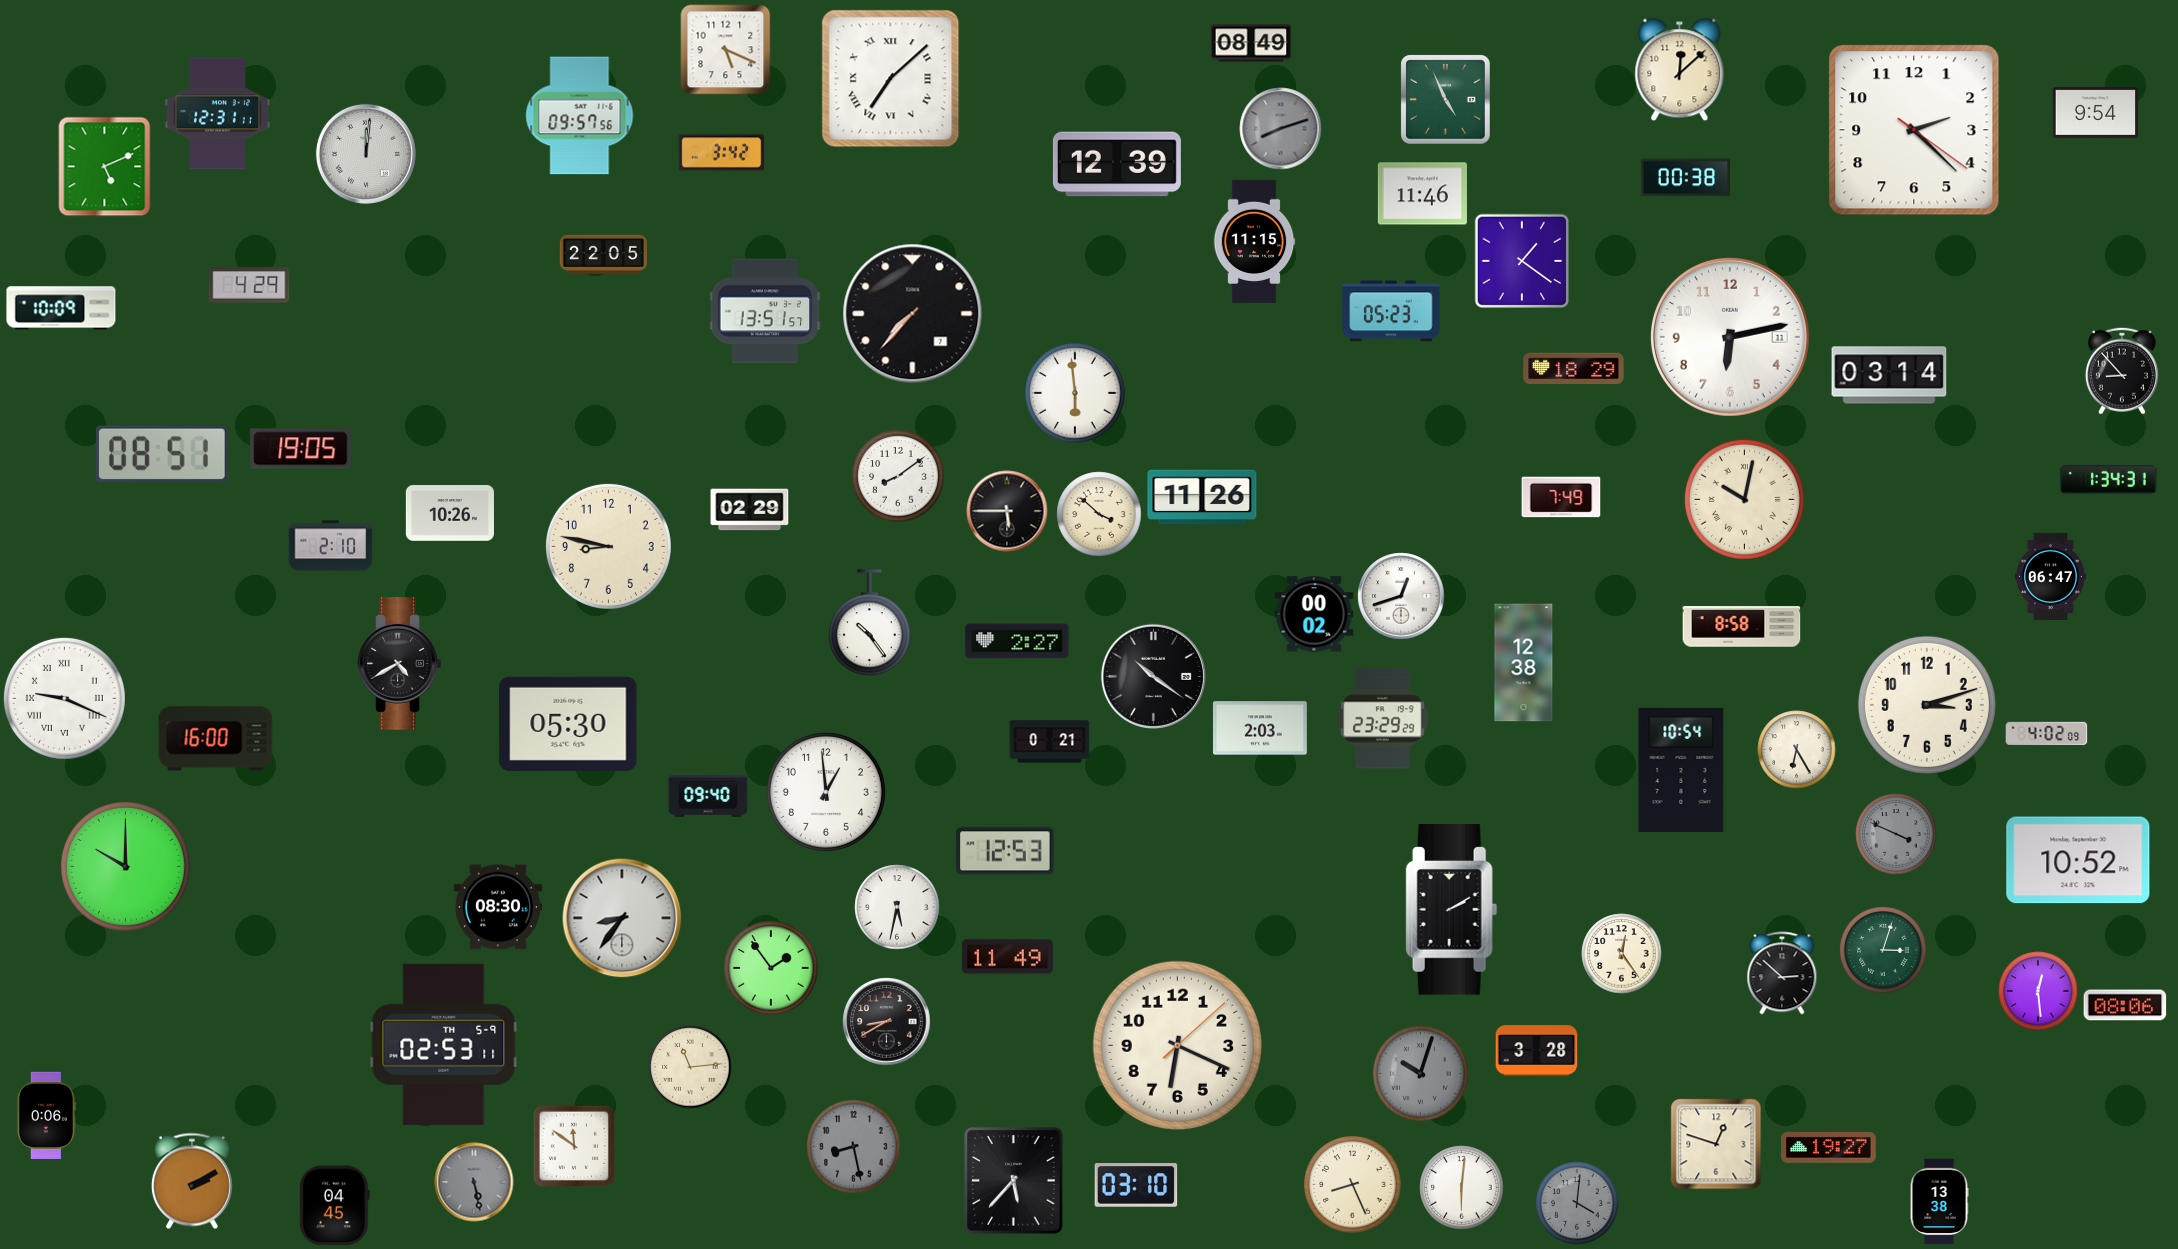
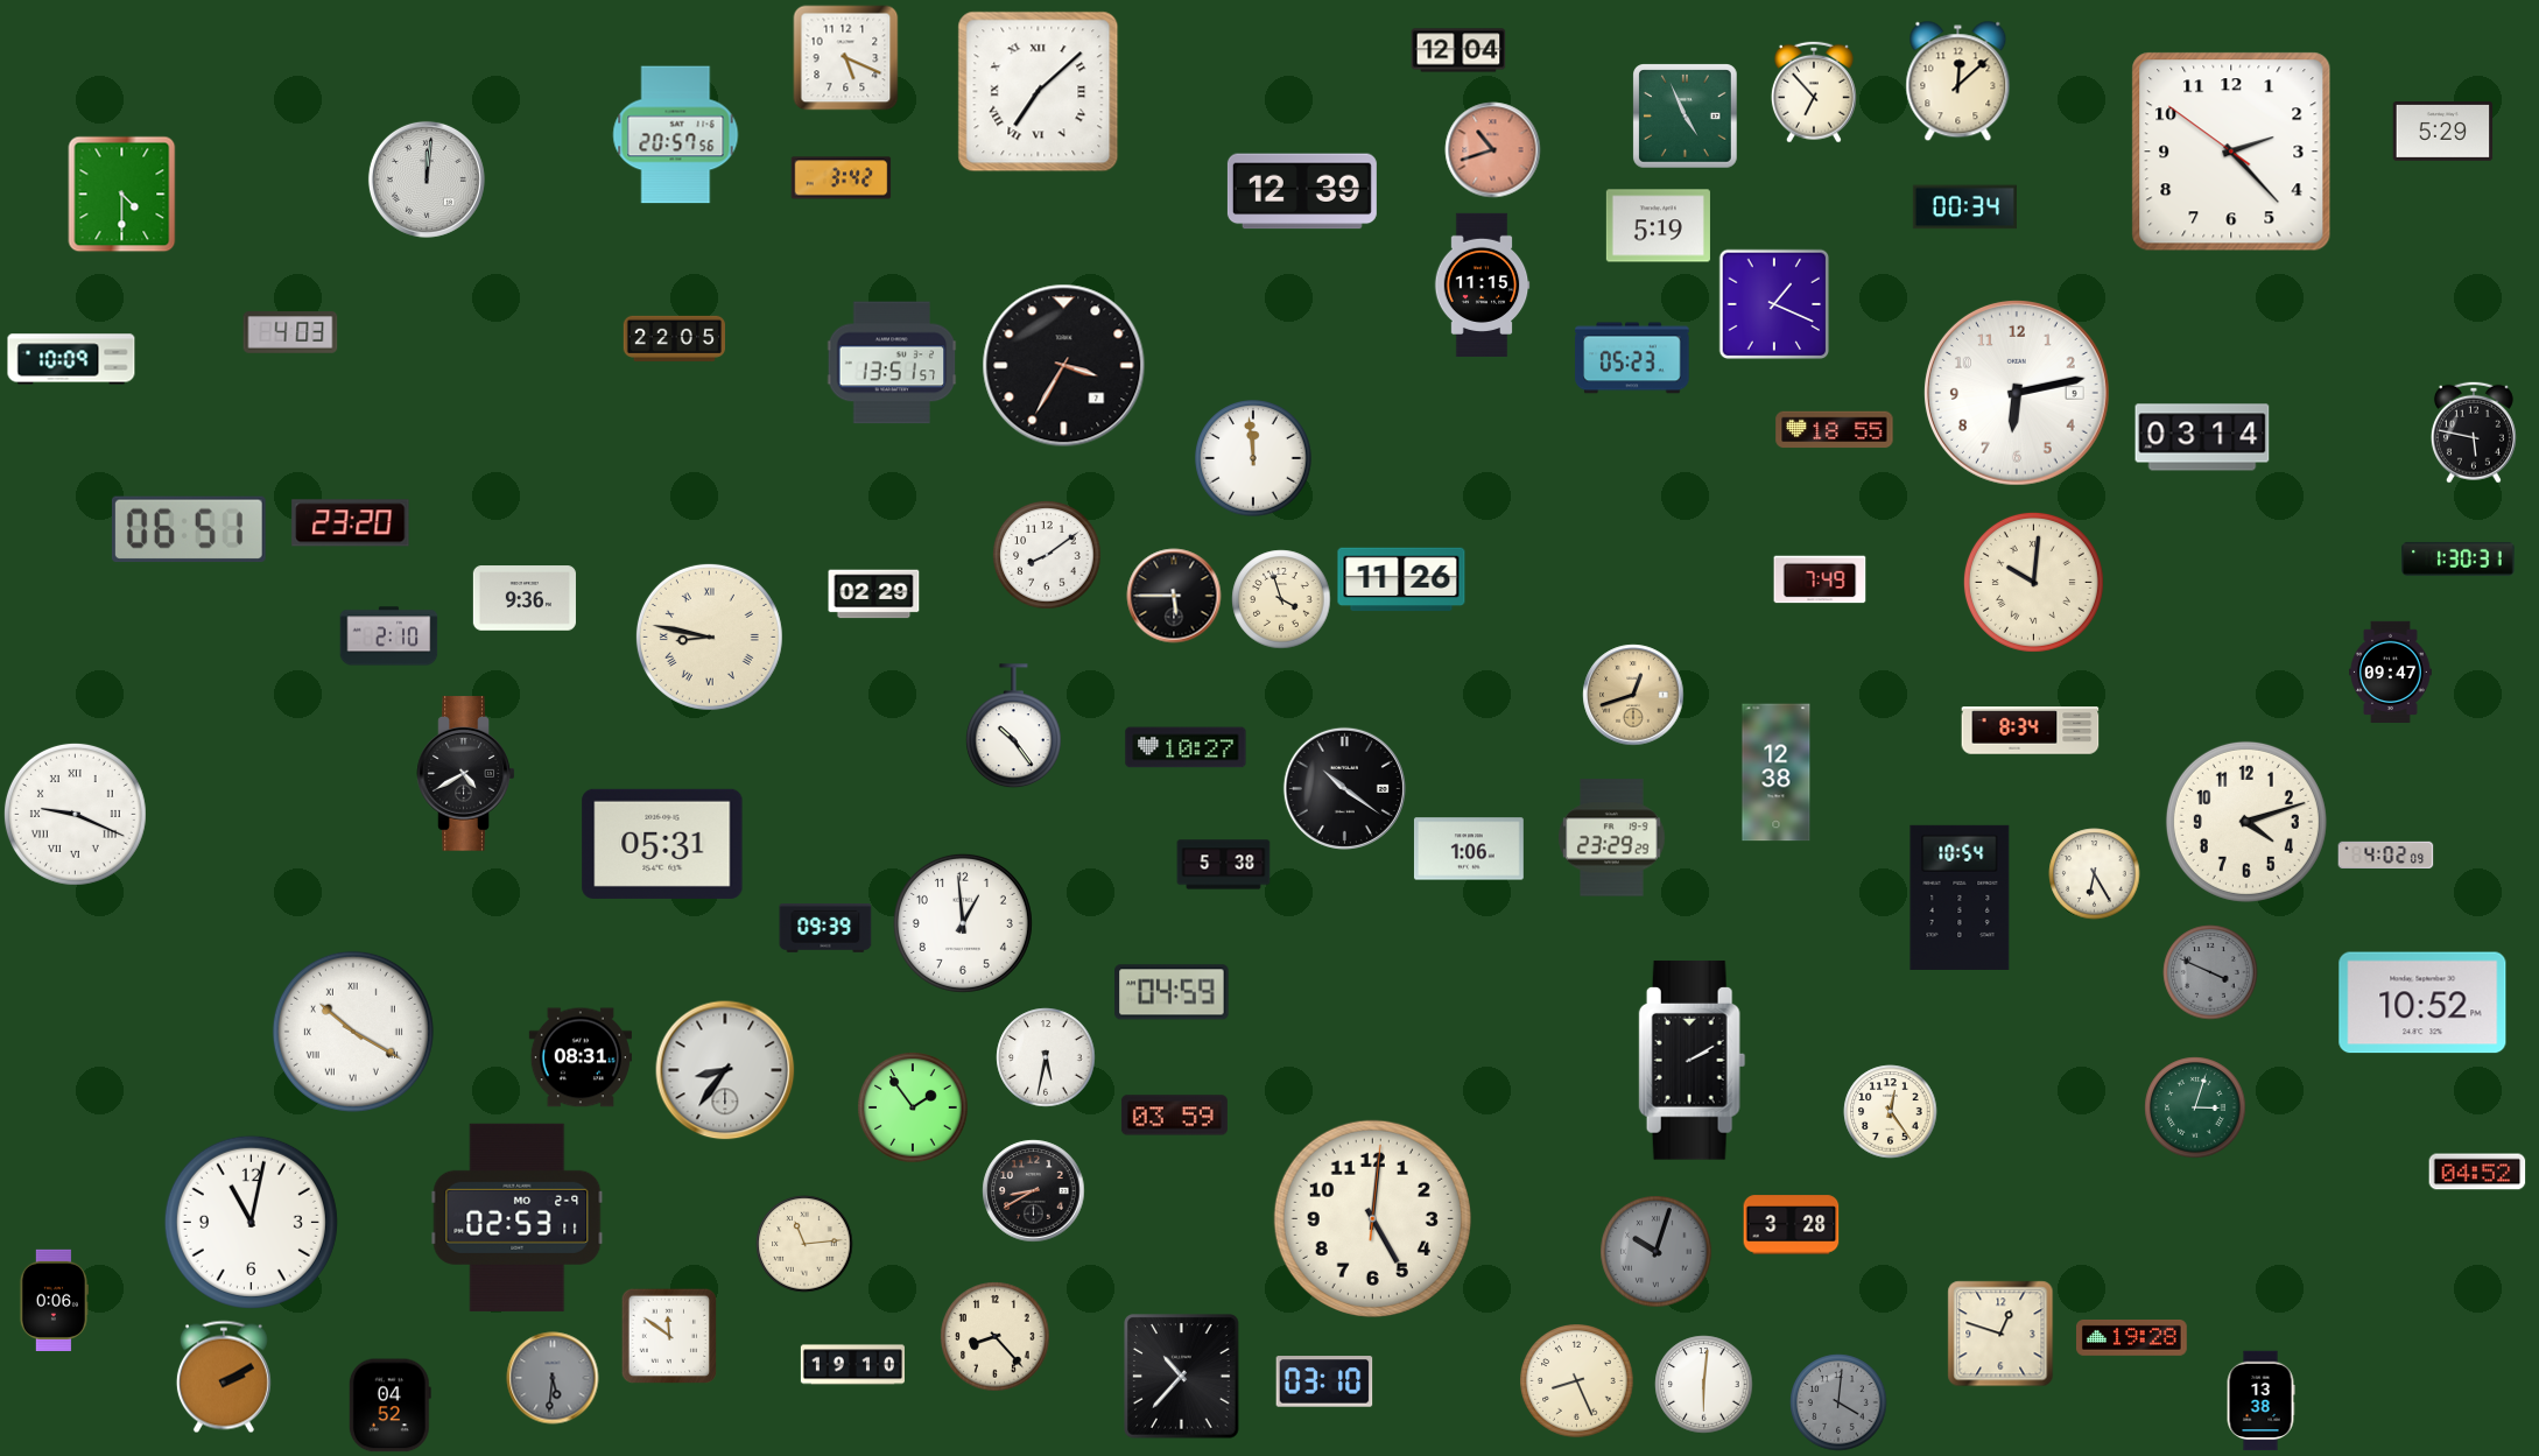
clock at (1251, 43): 08:49 -> 12:04
clock at (1814, 92): none -> 6:53
clock at (2096, 113): 9:54 -> 5:29
clock at (217, 114): 12:31 -> none
clock at (580, 116): 09:57 -> 20:57
clock at (1281, 129): 8:12 -> 10:42
clock at (1281, 129) dial: grey -> salmon
clock at (1914, 130): 2:22:21 -> 2:22:51
clock at (105, 167): 5:11 -> 4:30
clock at (1685, 178): 00:38 -> 00:34
clock at (1422, 194): 11:46 -> 5:19
clock at (1254, 242) position: (1254, 242) -> (1482, 286)
clock at (603, 254) position: (603, 254) -> (674, 338)
clock at (1522, 261): 1:21 -> 1:19
clock at (249, 285): 4:29 -> 4:03
clock at (1391, 311) position: (1391, 311) -> (1632, 358)
clock at (913, 314): 7:37 -> 3:35
clock at (1730, 337) date: 11 -> 9
clock at (1574, 369): 18:29 -> 18:55
clock at (2122, 371): 8:53 -> 5:47
clock at (1075, 393): 5:59 -> 11:59
clock at (301, 449): 19:05 -> 23:20
clock at (162, 454): 08:51 -> 06:51
clock at (2109, 479): 1:34 -> 1:30
clock at (1744, 499): 10:02 -> 10:01
clock at (450, 513): 10:26 -> 9:36
clock at (1099, 514): 3:52 -> 3:57
clock at (331, 546) position: (331, 546) -> (389, 636)
clock at (608, 546) numerals: Arabic -> Roman
clock at (2051, 577): 06:47 -> 09:47
clock at (1401, 596) dial: white -> champagne
clock at (1314, 614): 00:02 -> none
clock at (1742, 627): 8:58 -> 8:34
clock at (1017, 641): 2:27 -> 10:27
clock at (1927, 705): 3:12 -> 4:12
clock at (568, 724): 05:30 -> 05:31
clock at (1260, 728): 2:03 -> 1:06
clock at (216, 739): 16:00 -> none
clock at (1050, 742): 0:21 -> 5:38
clock at (708, 796): 09:40 -> 09:39
clock at (1005, 851): 12:53 -> 04:59
clock at (125, 866): 10:00 -> none
clock at (353, 1032): none -> 10:20
clock at (498, 907): 08:30 -> 08:31
clock at (1007, 957): 11:49 -> 03:59
clock at (771, 968) position: (771, 968) -> (913, 1107)
clock at (1782, 973): 2:52 -> none
clock at (2038, 991): 12:29 -> none
clock at (2125, 1005): 08:06 -> 04:52
clock at (444, 1044) date: TH 5-9 -> MO 2-9
clock at (1177, 1045): 6:19 -> 5:01
clock at (251, 1222): none -> 11:02
clock at (854, 1147): 8:28 -> 8:23
clock at (854, 1147) dial: grey -> cream
clock at (1829, 1147): 19:27 -> 19:28
clock at (852, 1365): none -> 19:10
clock at (1014, 1181): 5:37 -> 10:37
clock at (474, 1182): 5:28 -> 5:31
clock at (334, 1206): 04:45 -> 04:52
